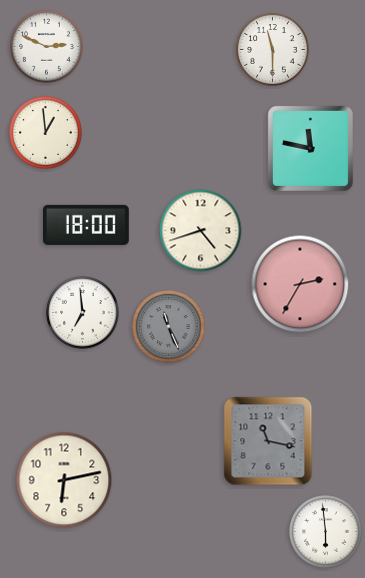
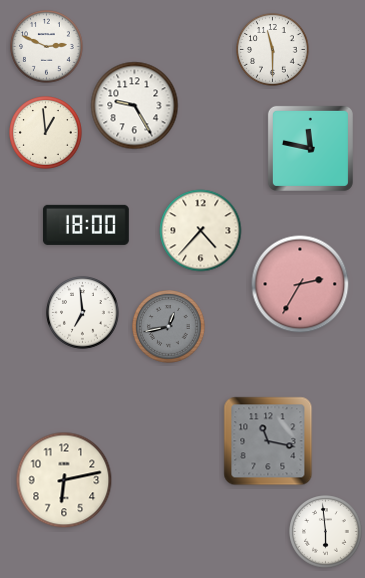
clock at (135, 106): none -> 9:25
clock at (201, 231): 4:42 -> 4:37
clock at (169, 327): 11:26 -> 12:43
